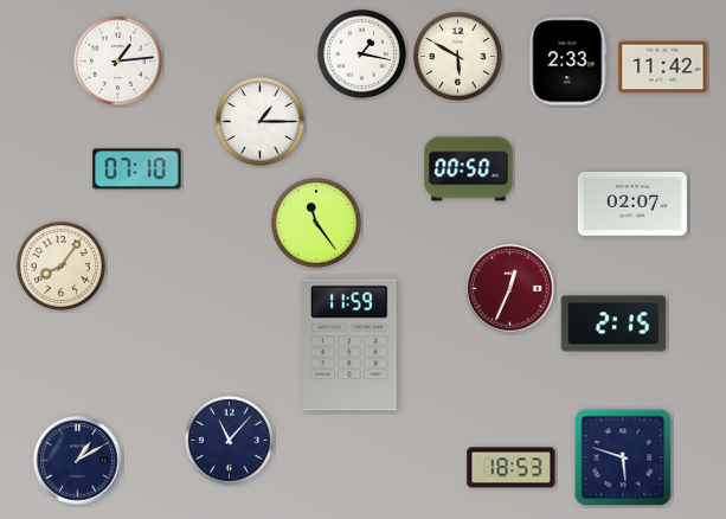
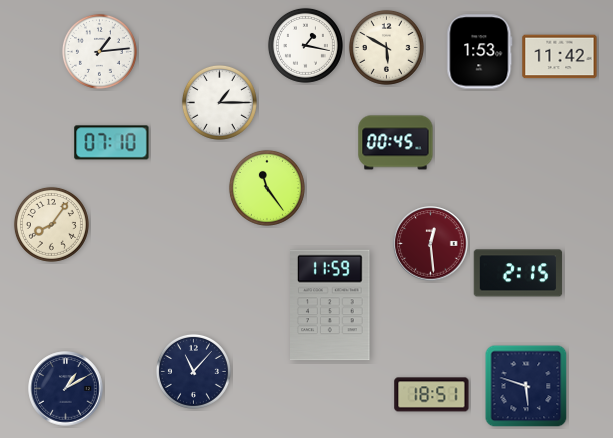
clock at (568, 62): 2:33 -> 1:53
clock at (137, 169) position: (137, 169) -> (112, 143)
clock at (469, 169): 00:50 -> 00:45
clock at (632, 205): 02:07 -> none
clock at (510, 289): 12:34 -> 12:29
clock at (351, 345) position: (351, 345) -> (331, 305)
clock at (512, 468): 18:53 -> 18:51
